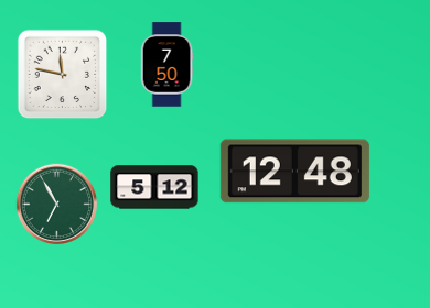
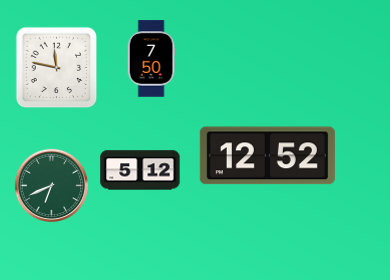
clock at (294, 172): 12:48 -> 12:52
clock at (57, 205): 6:55 -> 6:41
